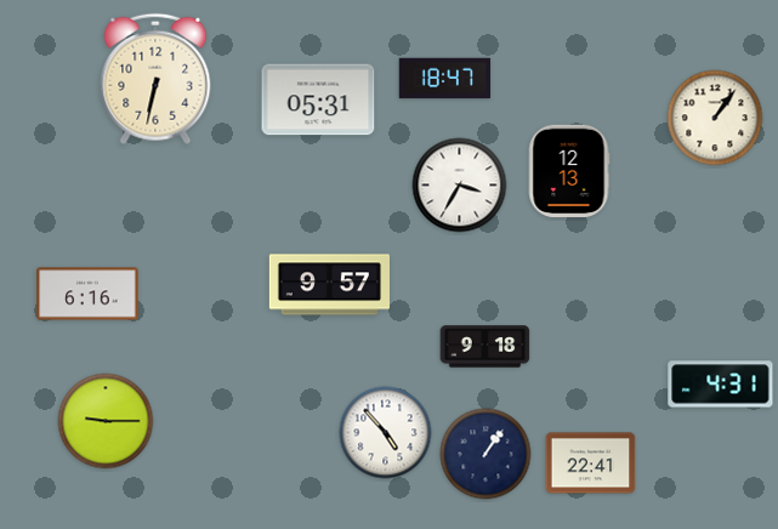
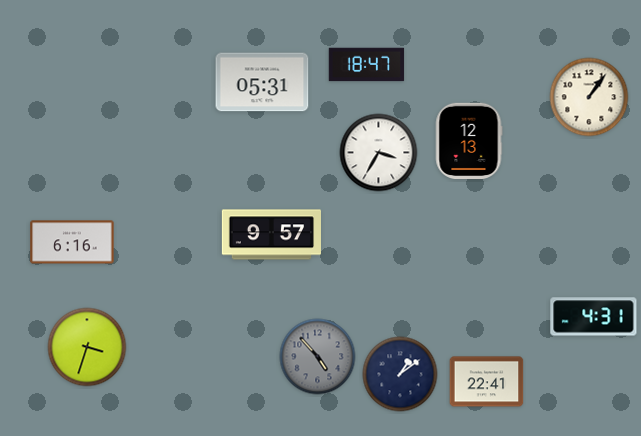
clock at (155, 79): 6:32 -> none
clock at (485, 347): 9:18 -> none
clock at (106, 421): 9:15 -> 3:33
clock at (386, 433) dial: white -> grey
clock at (485, 454): 1:06 -> 1:09
